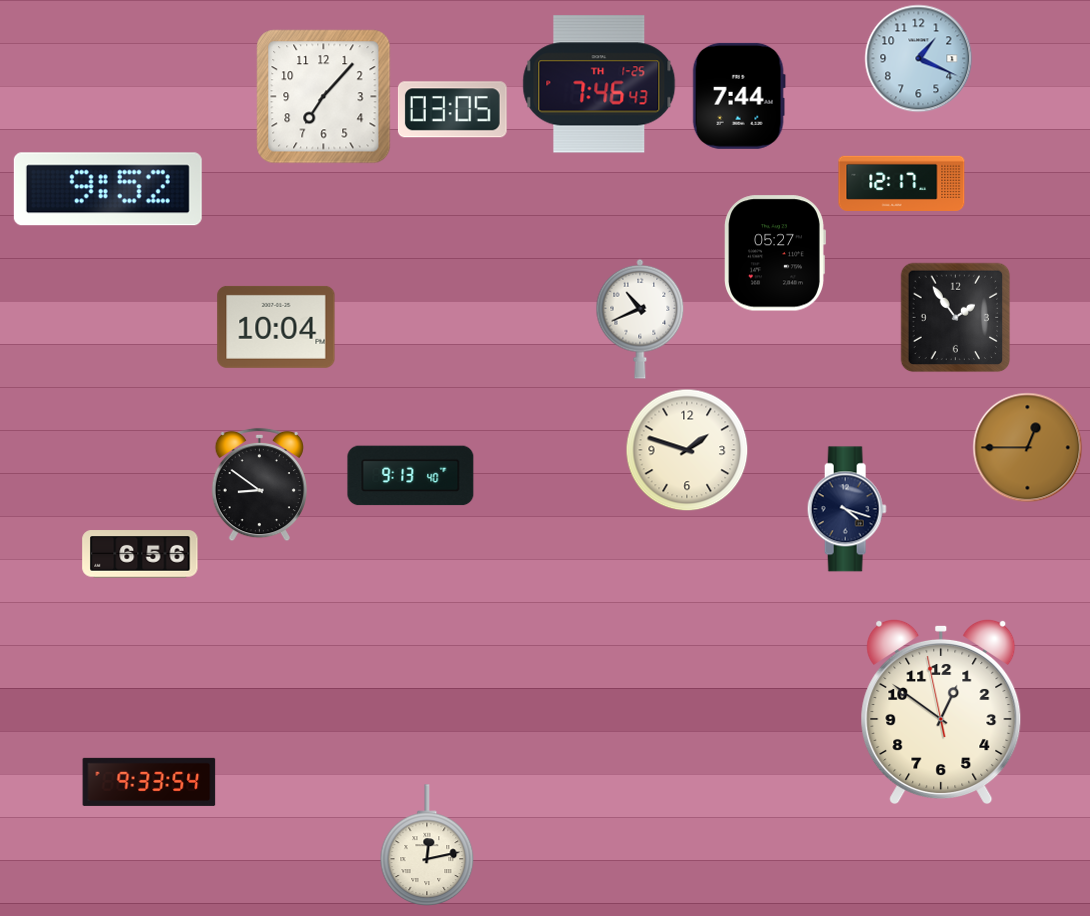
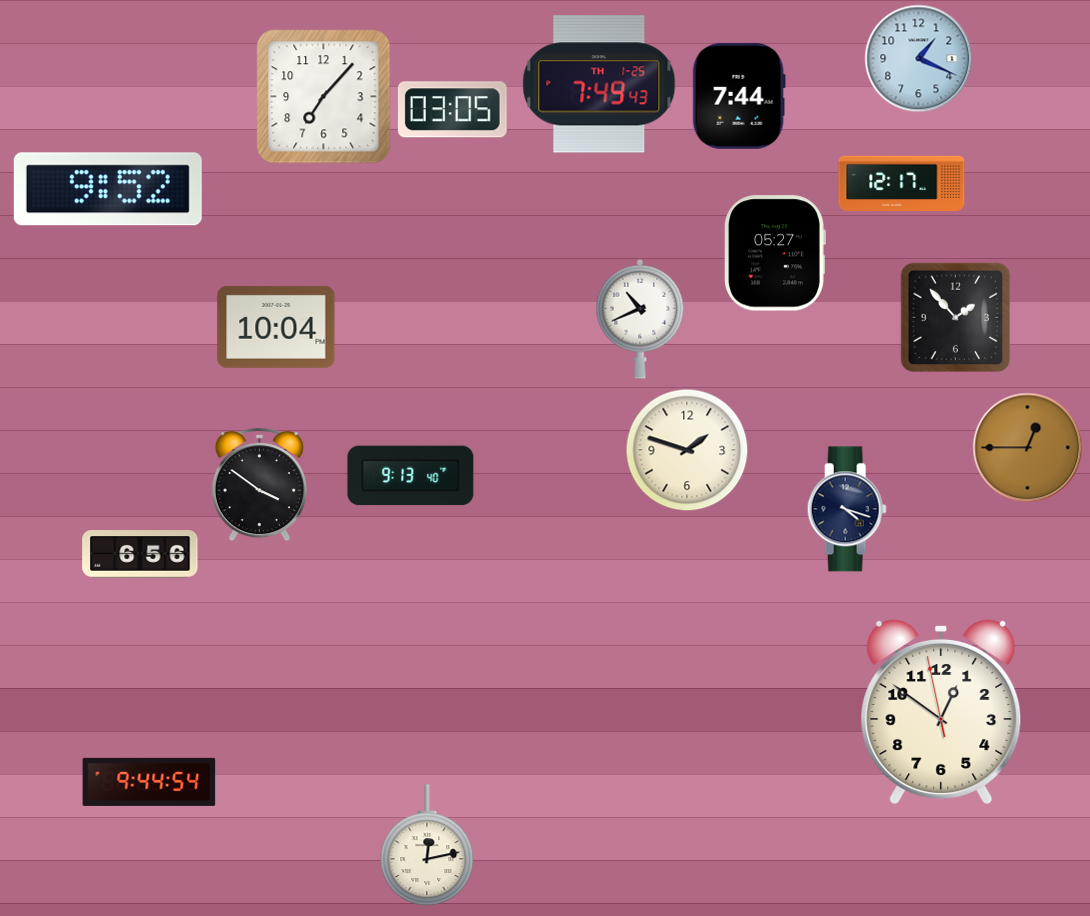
clock at (599, 84): 7:46 -> 7:49
clock at (956, 318): 1:54 -> 1:53
clock at (259, 485): 8:51 -> 3:51
clock at (149, 782): 9:33 -> 9:44
